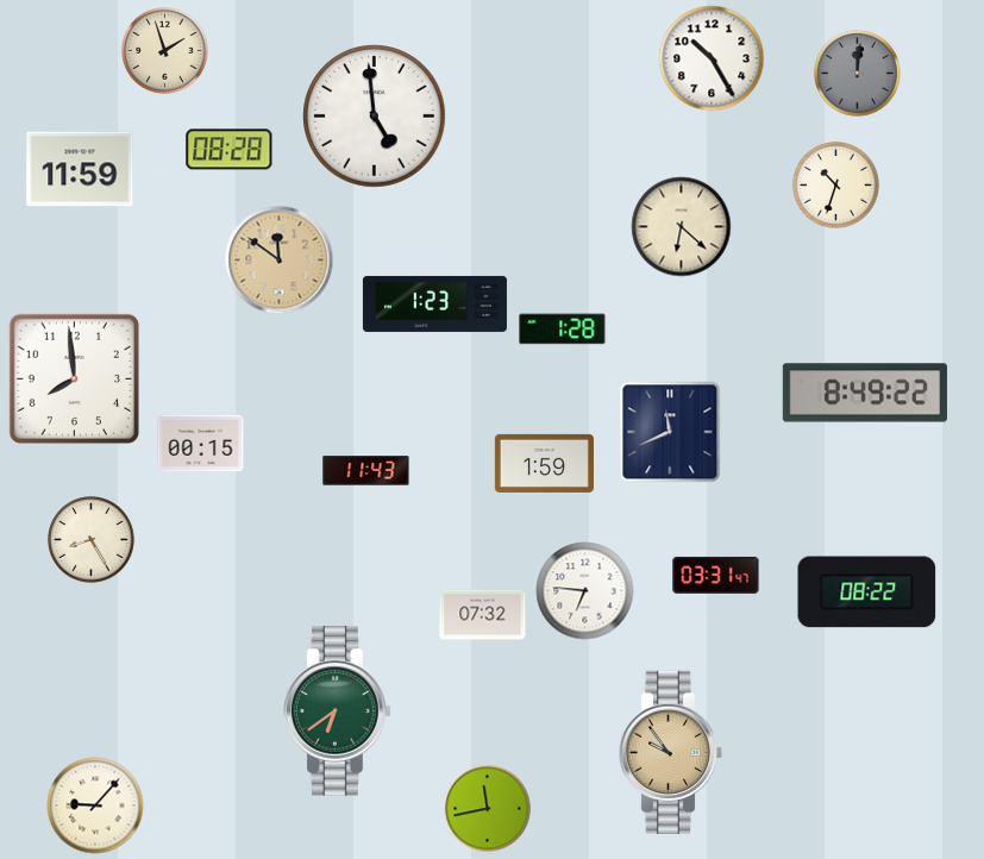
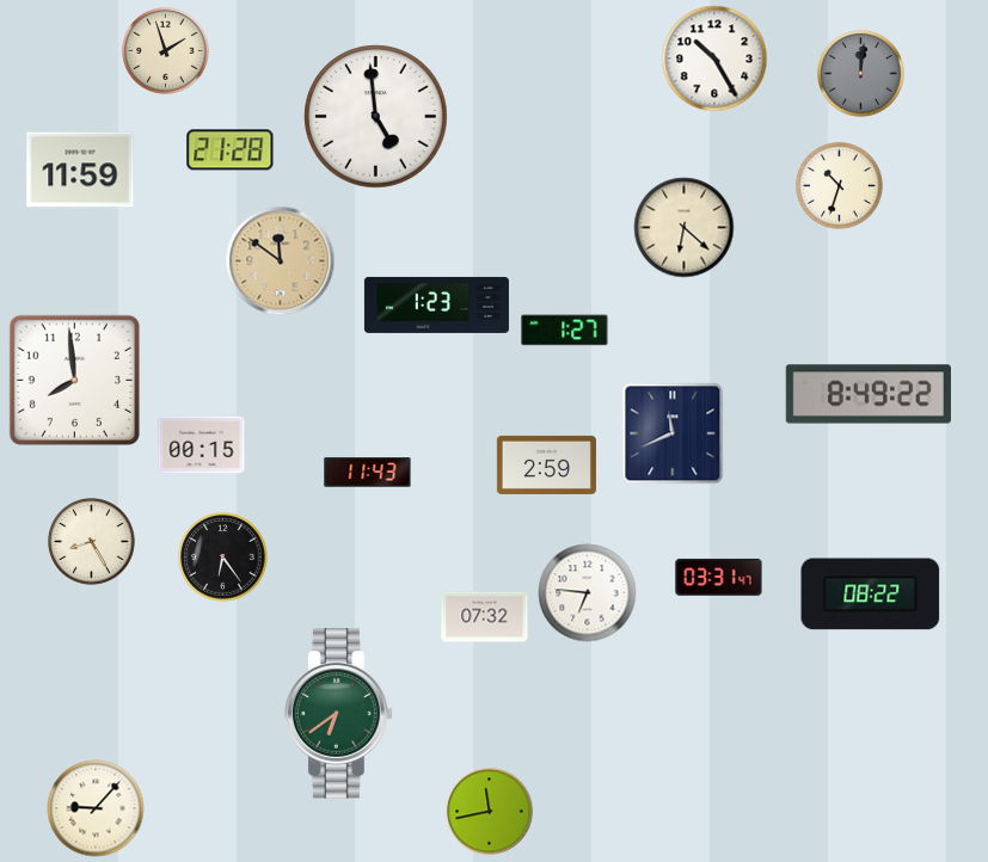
clock at (230, 150): 08:28 -> 21:28
clock at (563, 330): 1:28 -> 1:27
clock at (544, 463): 1:59 -> 2:59
clock at (223, 558): none -> 6:24
clock at (671, 752): 9:54 -> none
